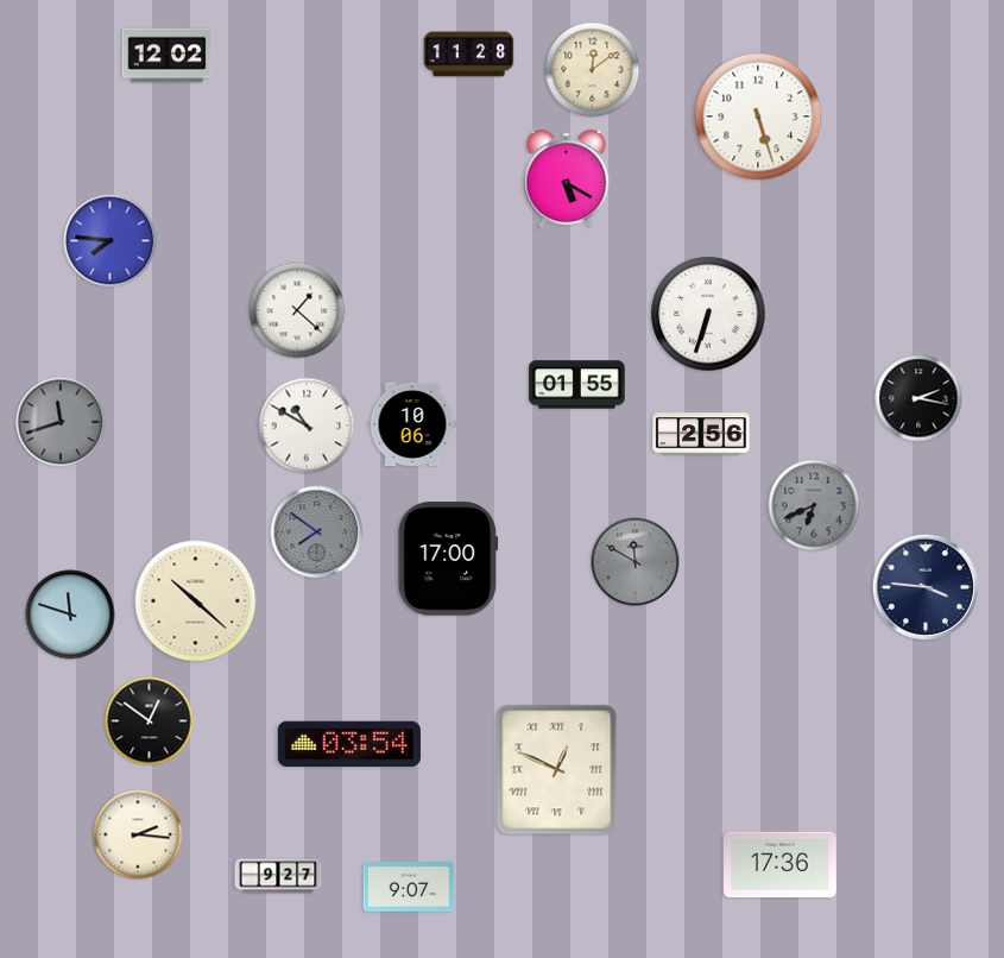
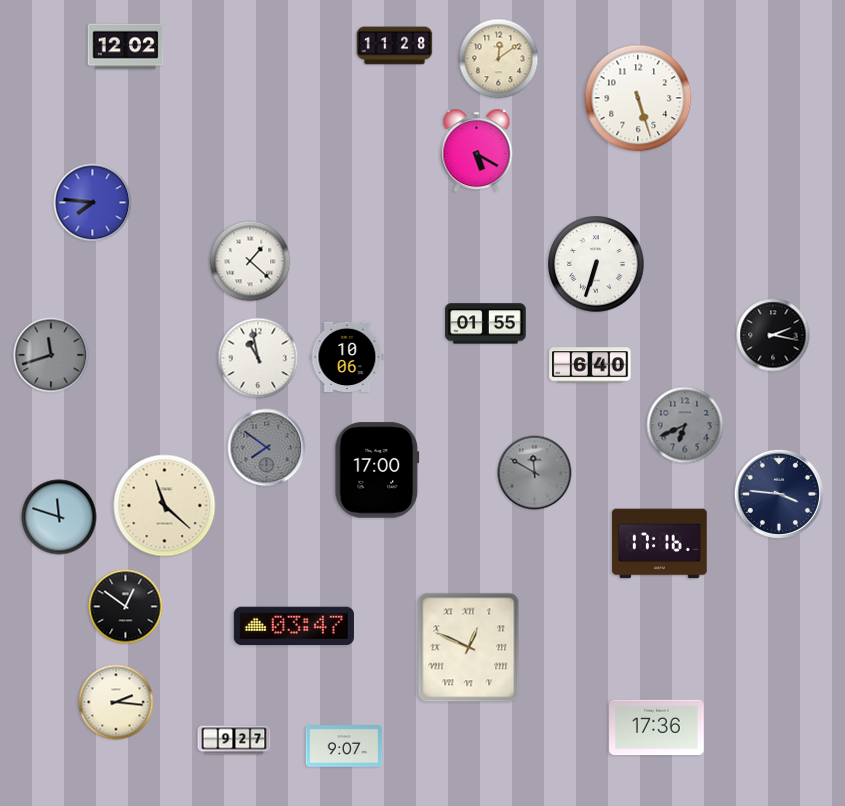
clock at (168, 56) position: (168, 56) -> (126, 47)
clock at (307, 426): 10:50 -> 10:58
clock at (701, 434): 2:56 -> 6:40
clock at (196, 601): 10:22 -> 11:22
clock at (660, 544): none -> 17:16
clock at (349, 744): 03:54 -> 03:47
clock at (278, 876) position: (278, 876) -> (234, 740)
